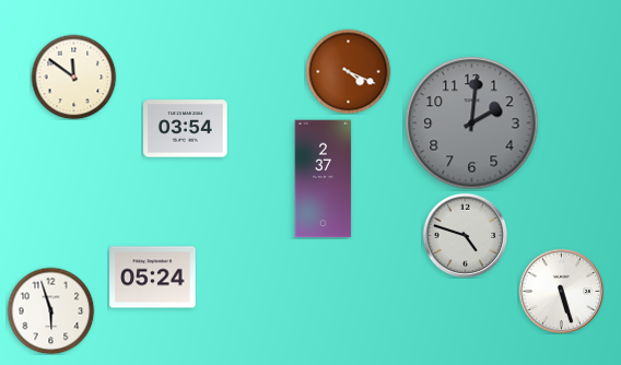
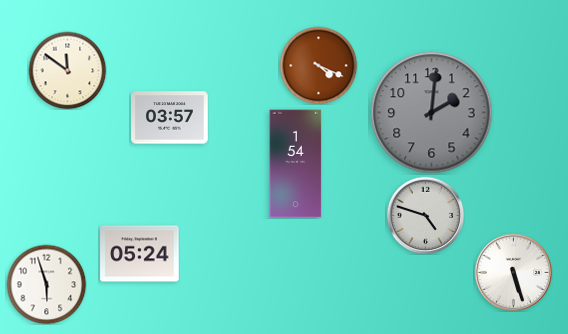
clock at (186, 129): 03:54 -> 03:57
clock at (324, 179): 2:37 -> 1:54
clock at (561, 291) position: (561, 291) -> (513, 272)
